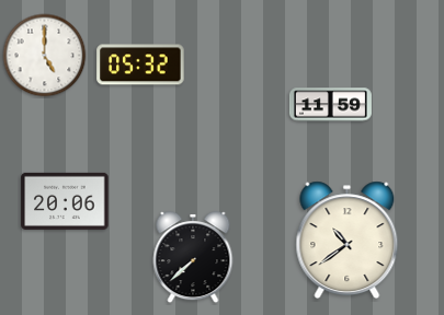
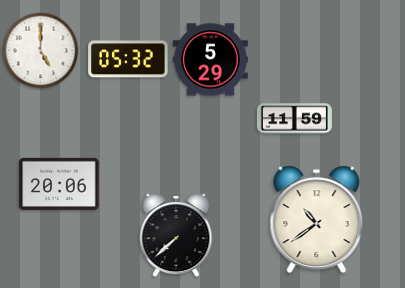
clock at (210, 60): none -> 5:29
clock at (330, 105) position: (330, 105) -> (294, 119)
